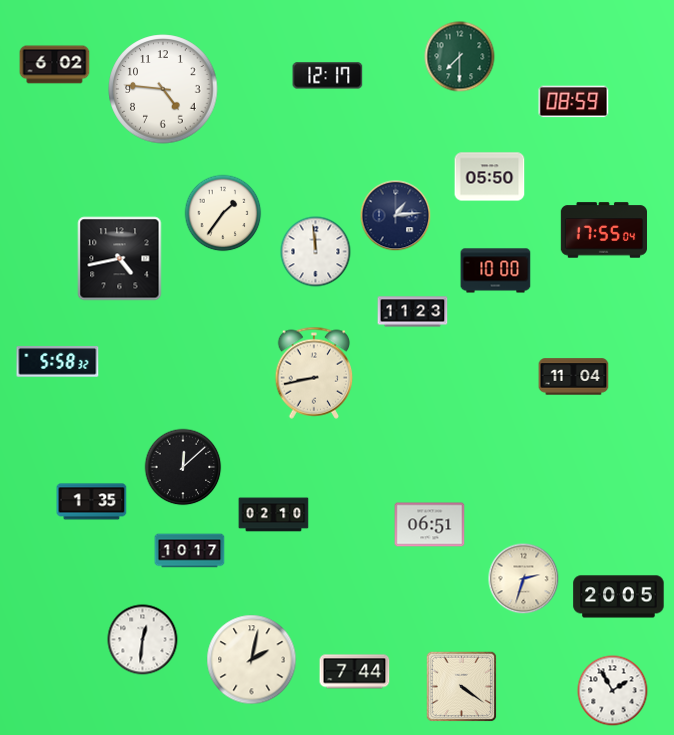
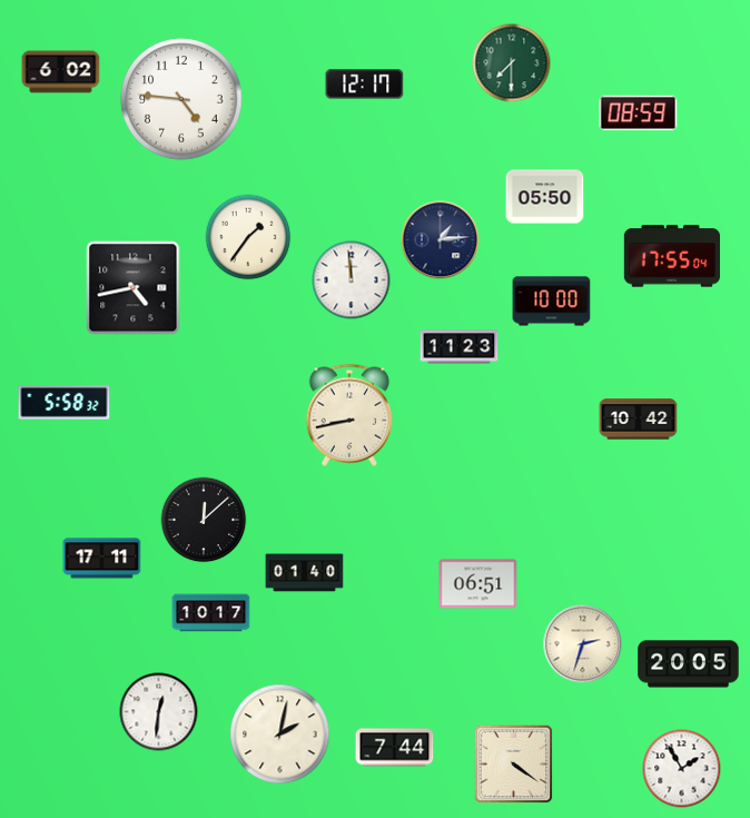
clock at (574, 377): 11:04 -> 10:42
clock at (92, 502): 1:35 -> 17:11
clock at (274, 515): 02:10 -> 01:40
